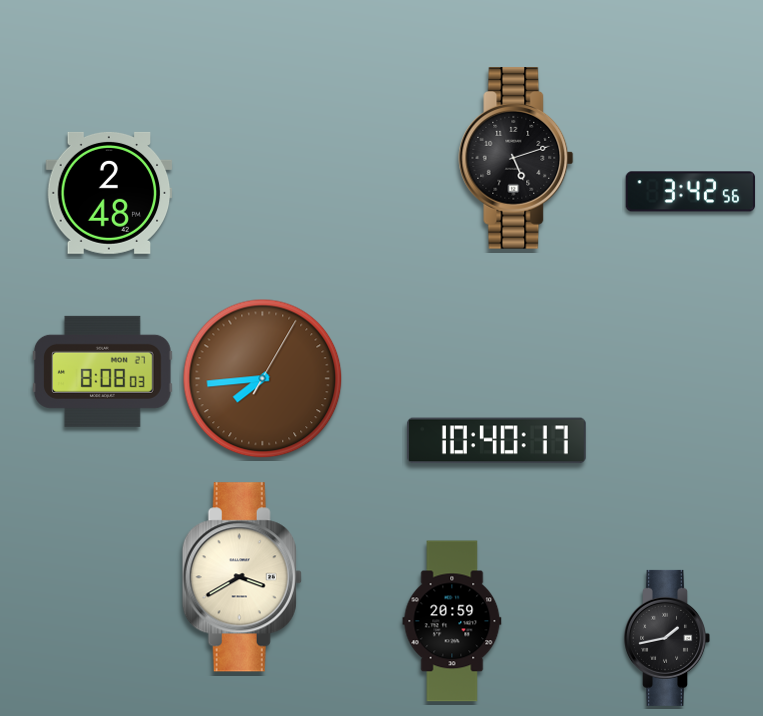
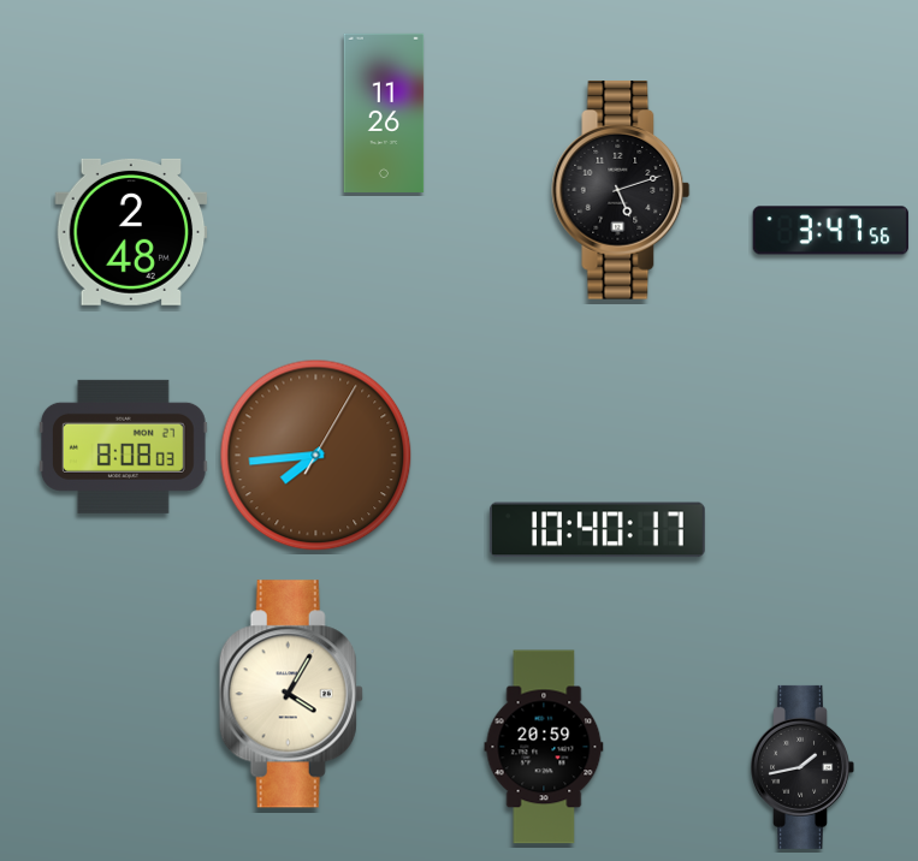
clock at (384, 113): none -> 11:26
clock at (691, 192): 3:42 -> 3:47
clock at (242, 577): 3:40 -> 4:05
